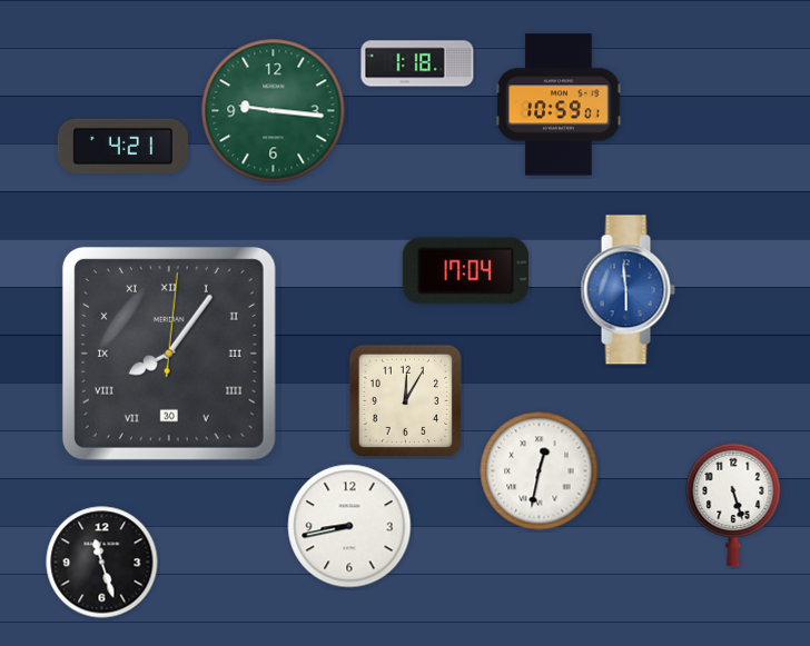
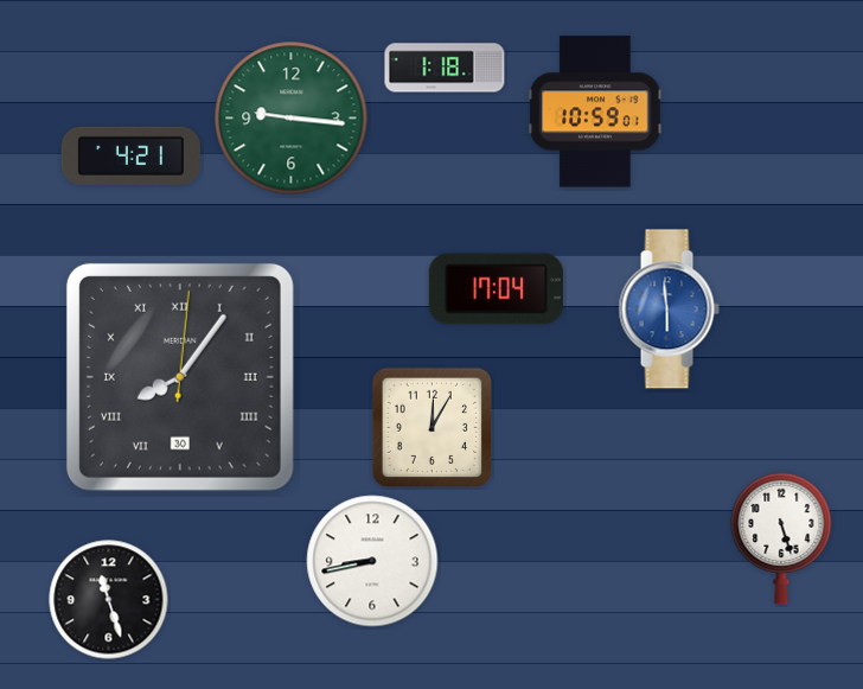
clock at (540, 471): 12:32 -> none
